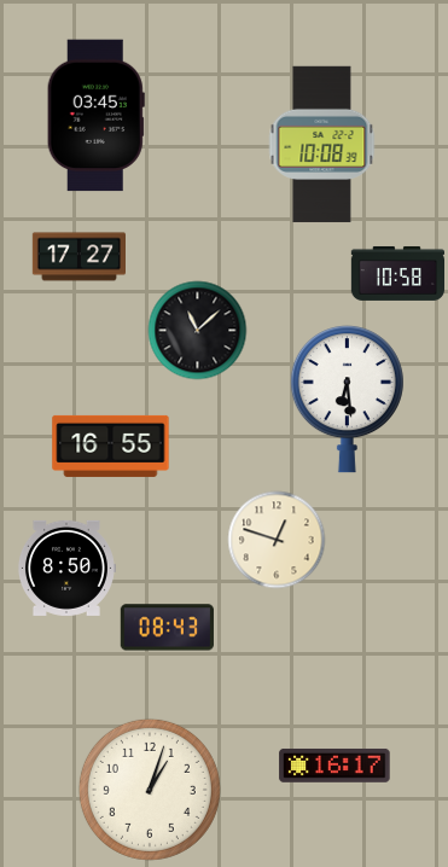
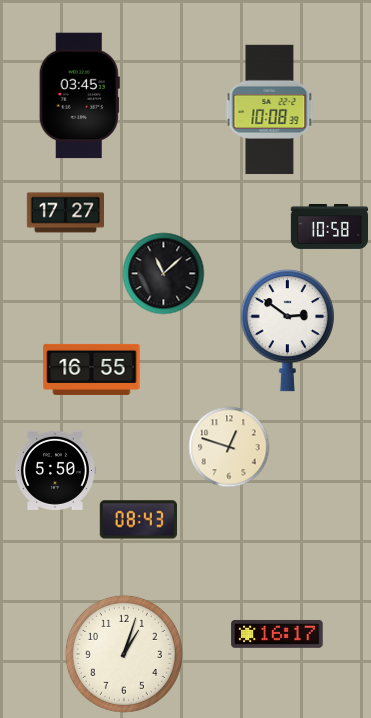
clock at (322, 145) position: (322, 145) -> (270, 110)
clock at (347, 400): 6:29 -> 2:51
clock at (68, 568): 8:50 -> 5:50
